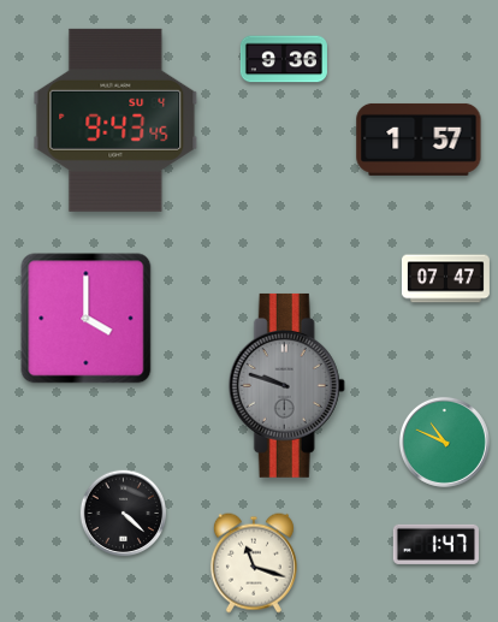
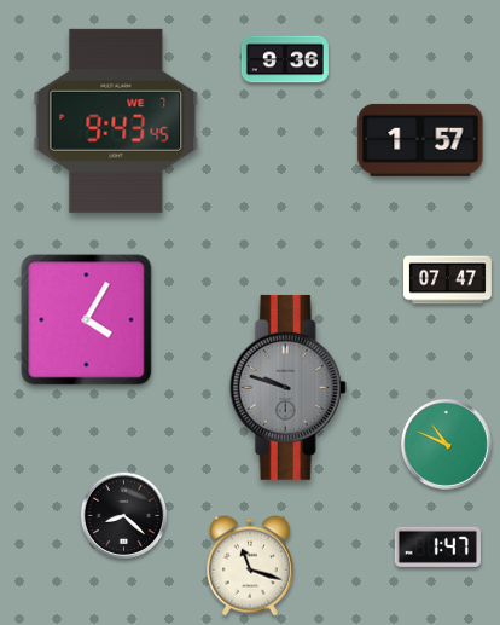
clock at (115, 120) date: SU 4 -> WE 7
clock at (87, 319): 4:00 -> 4:05
clock at (124, 514): 4:22 -> 8:22
clock at (254, 563) position: (254, 563) -> (250, 566)
